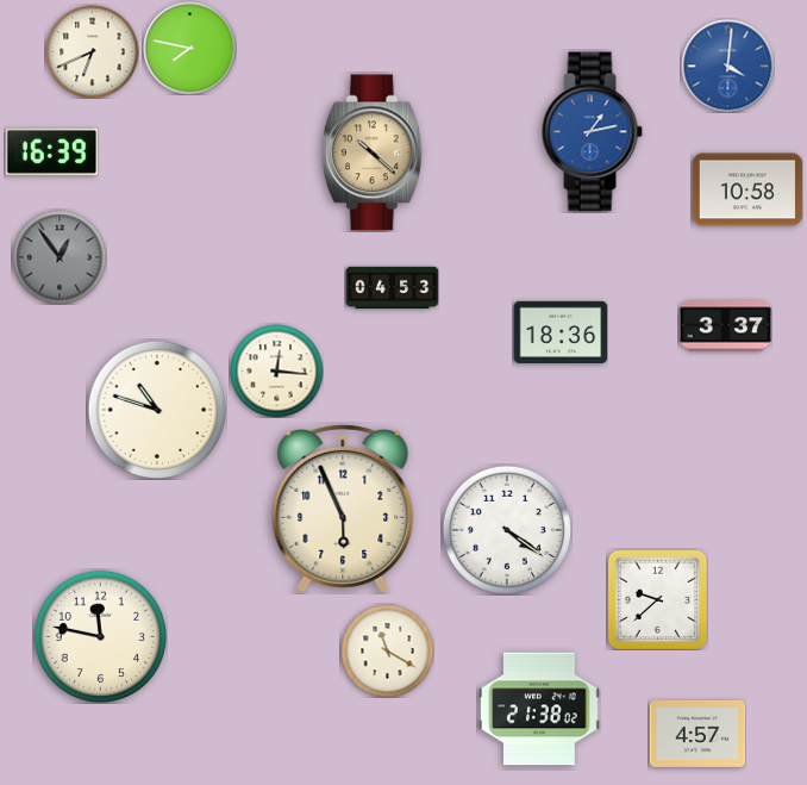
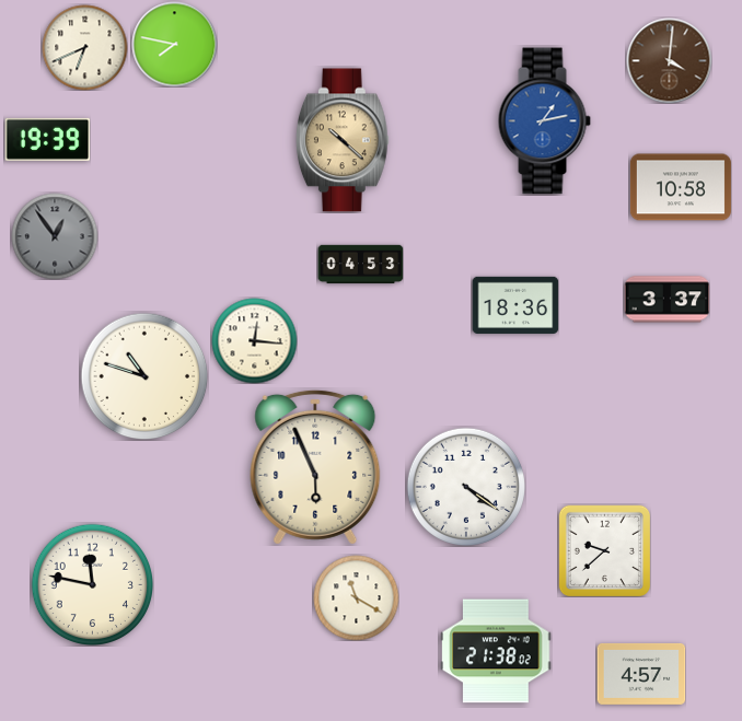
clock at (727, 66) dial: blue -> brown
clock at (51, 151): 16:39 -> 19:39
clock at (747, 189) position: (747, 189) -> (681, 187)
